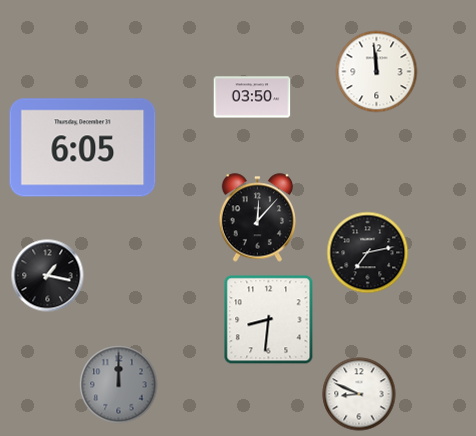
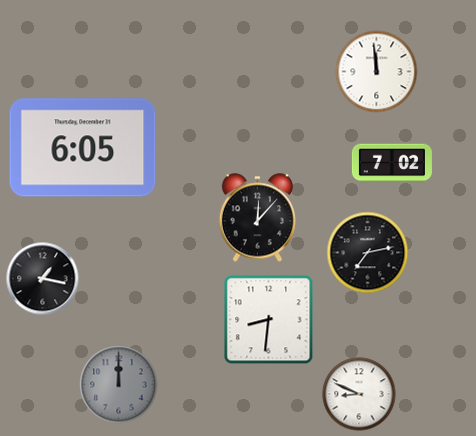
clock at (252, 97): 03:50 -> none
clock at (392, 163): none -> 7:02
clock at (48, 276) position: (48, 276) -> (43, 279)
